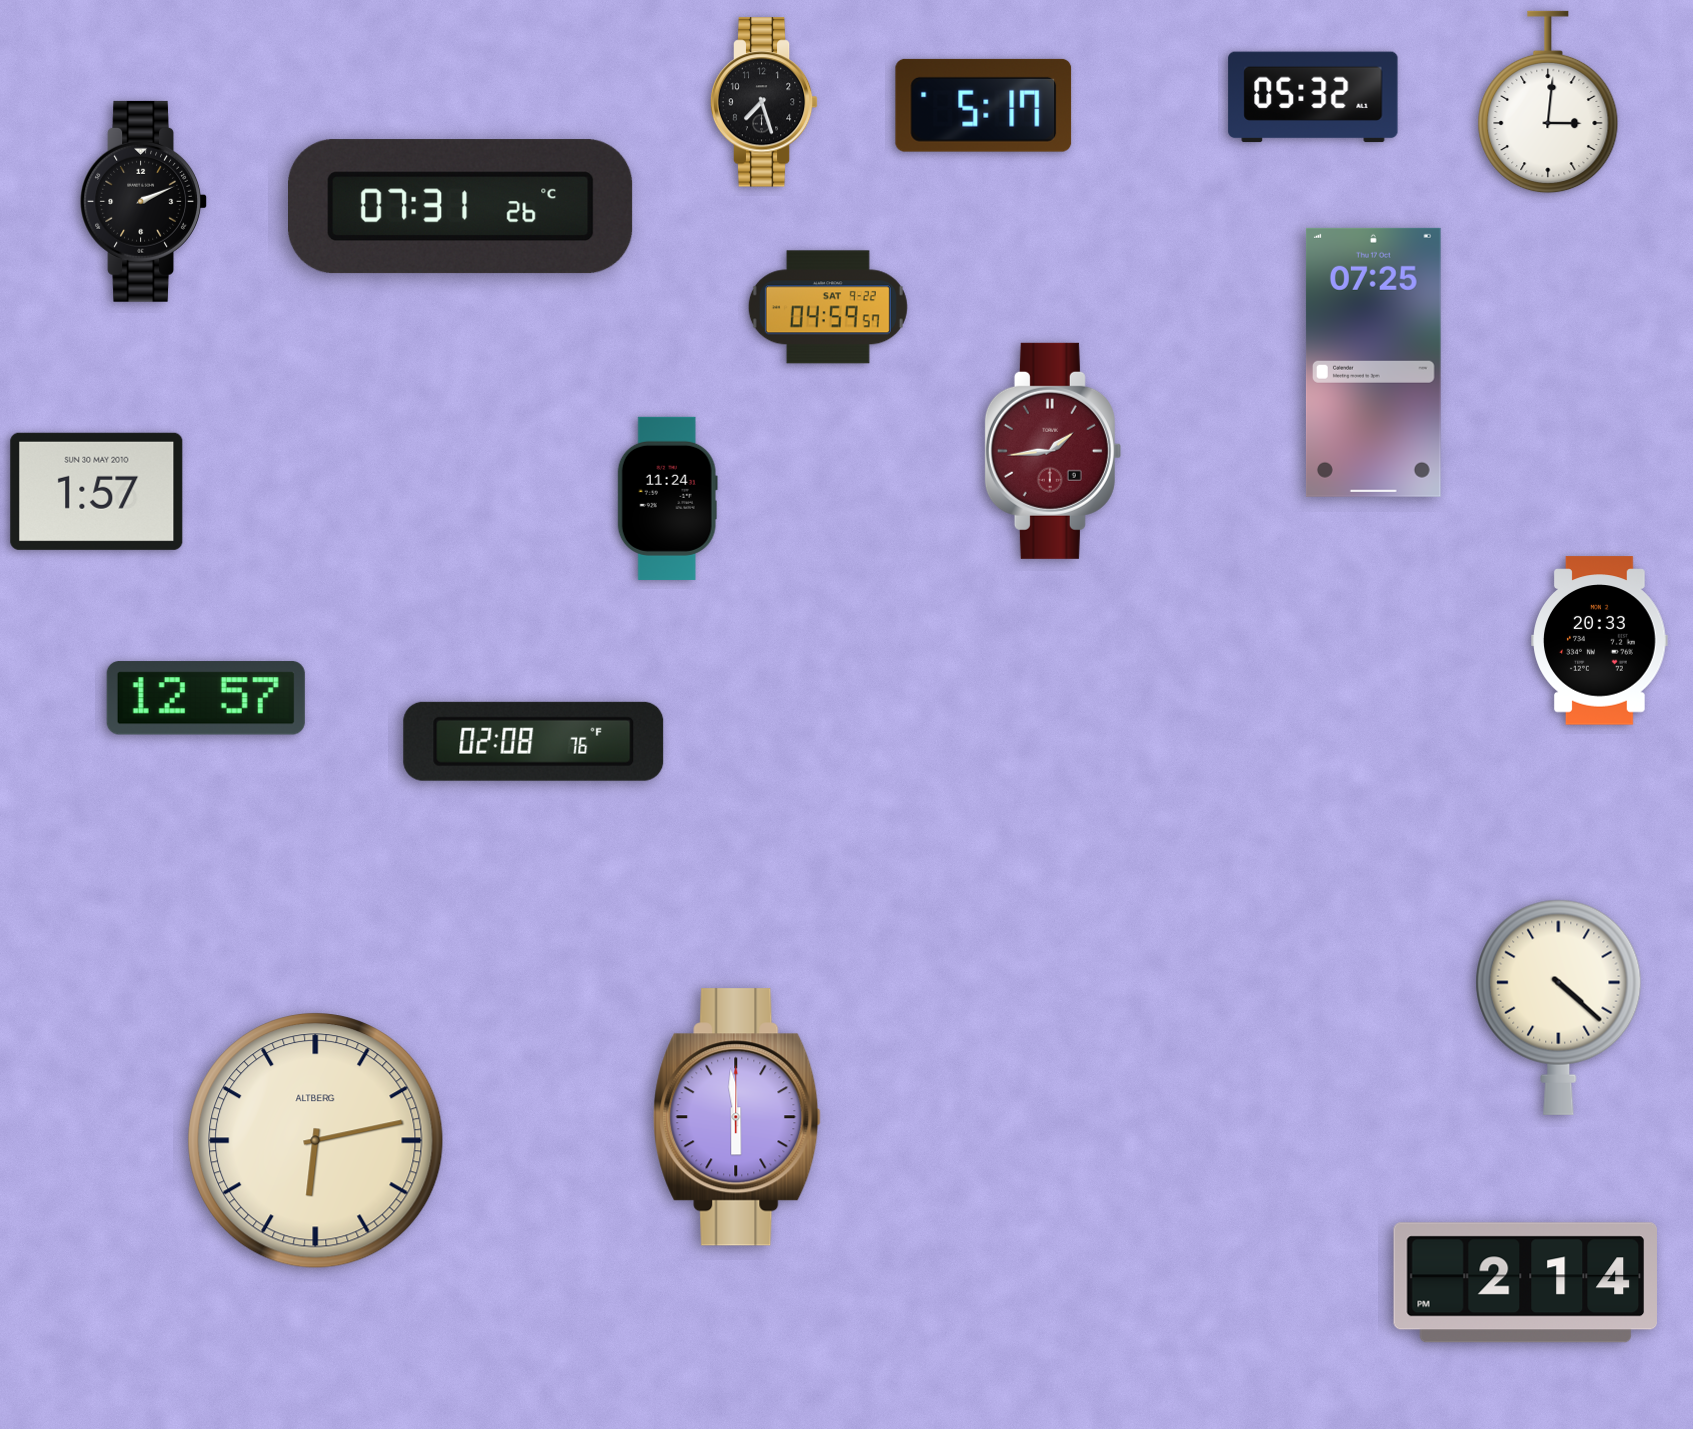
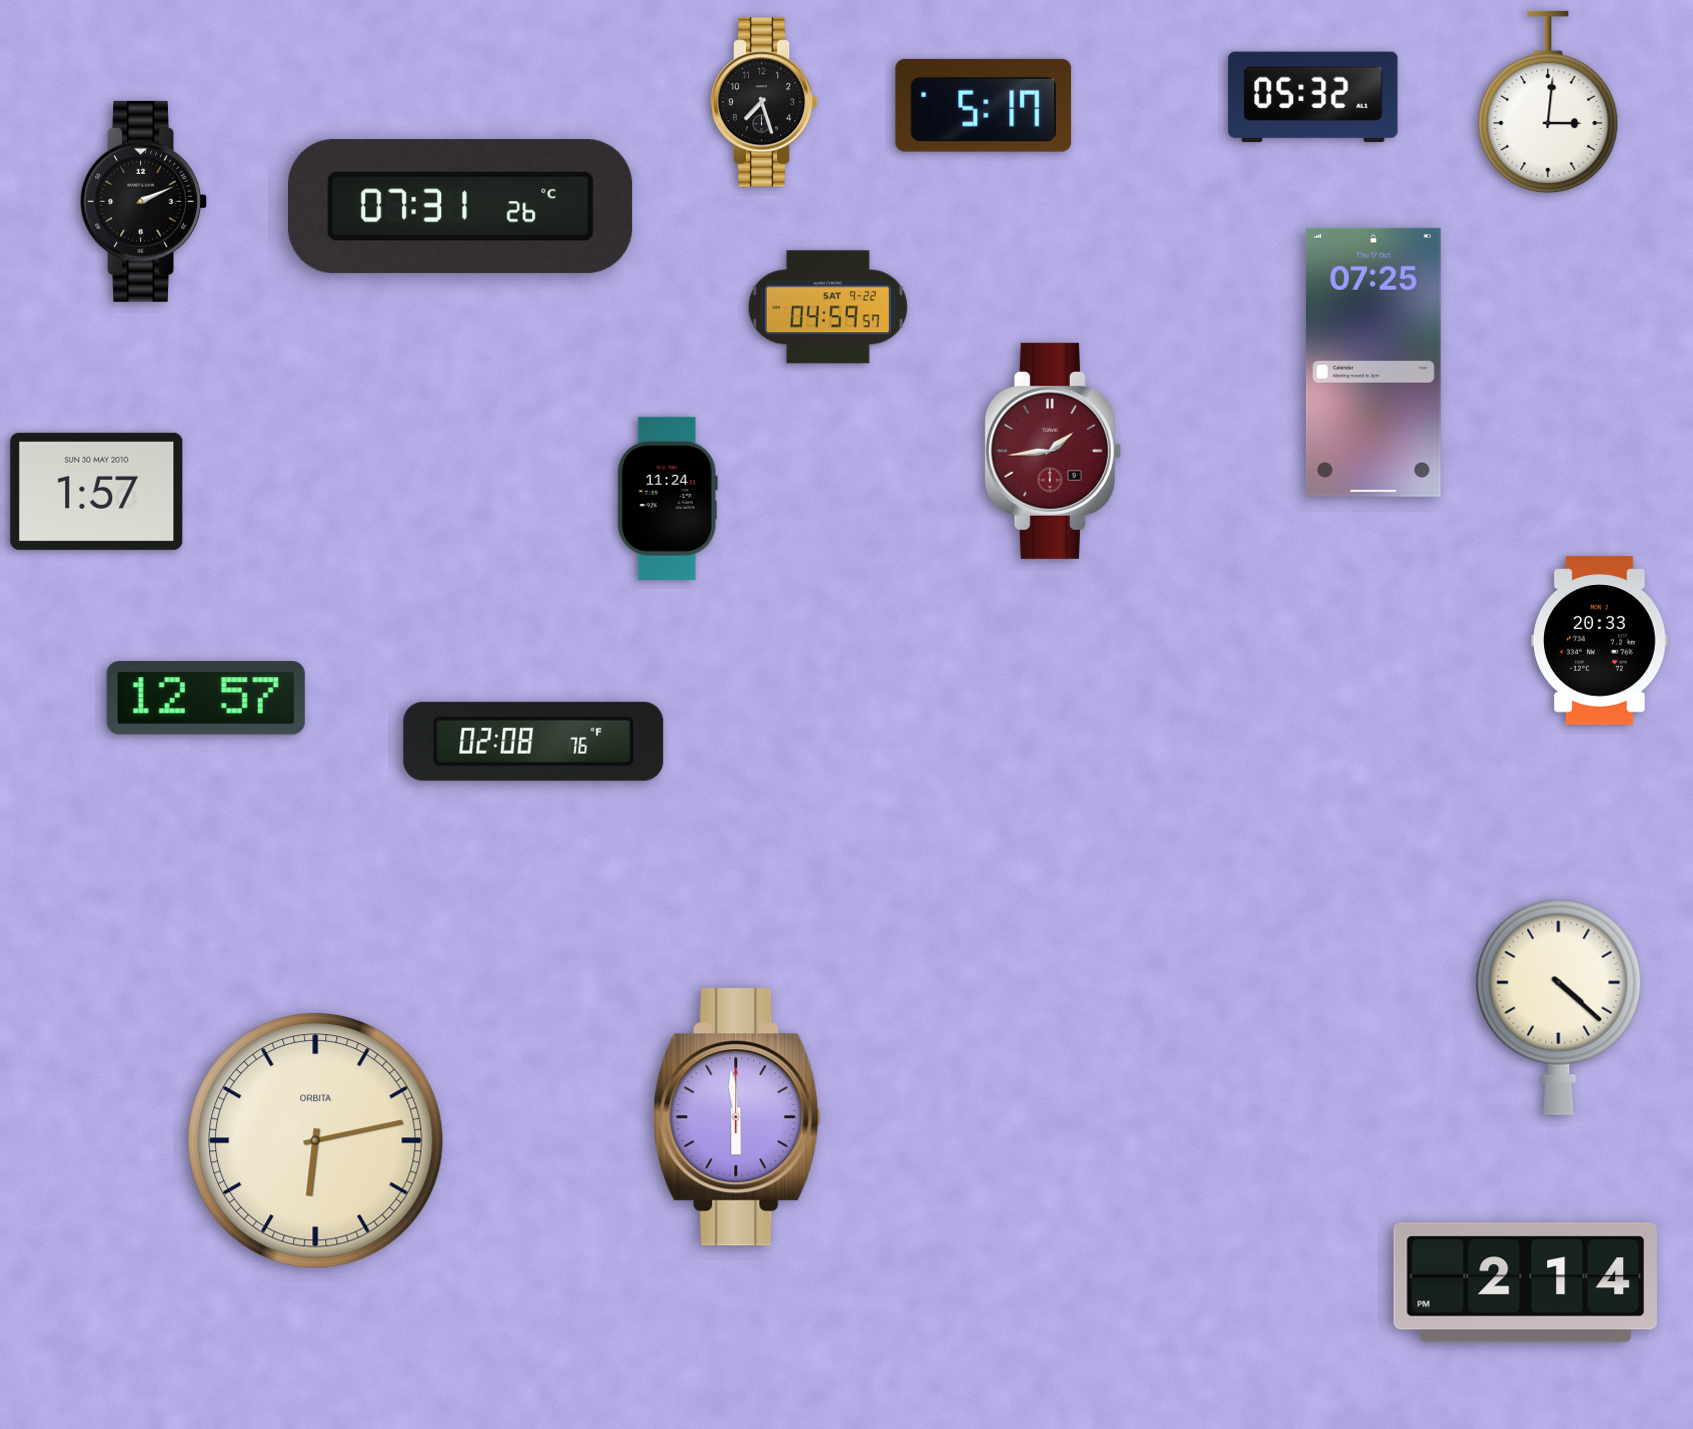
clock at (316, 1141) brand: ALTBERG -> ORBITA
